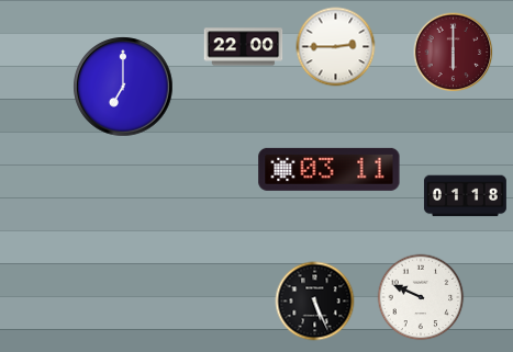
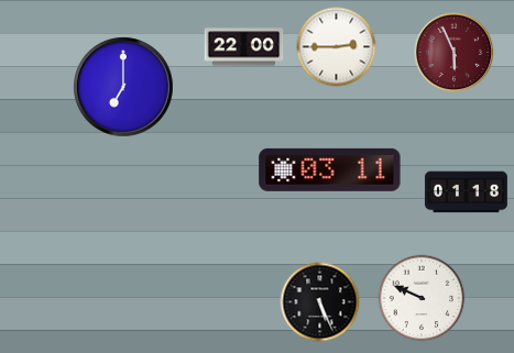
clock at (454, 53): 6:00 -> 5:56
clock at (465, 196) position: (465, 196) -> (466, 192)
clock at (315, 302) position: (315, 302) -> (320, 302)
